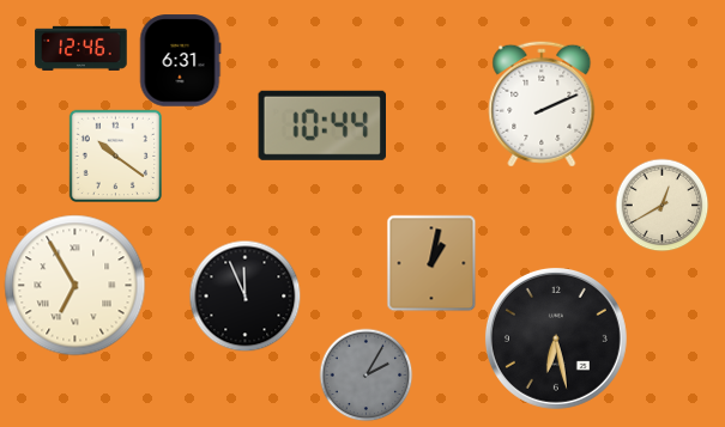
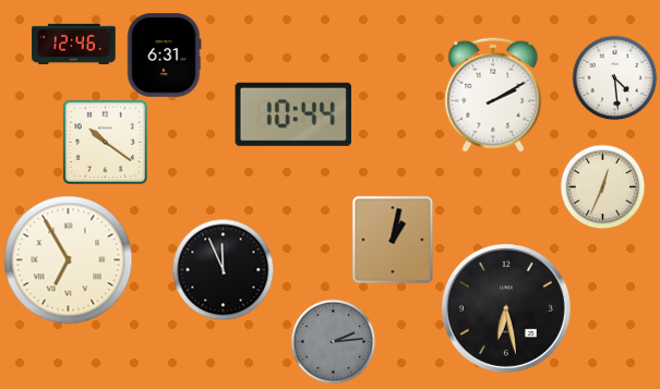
clock at (614, 77): none -> 4:29
clock at (542, 104): 2:11 -> 2:10
clock at (661, 205): 12:40 -> 12:34
clock at (365, 374): 2:05 -> 2:14
